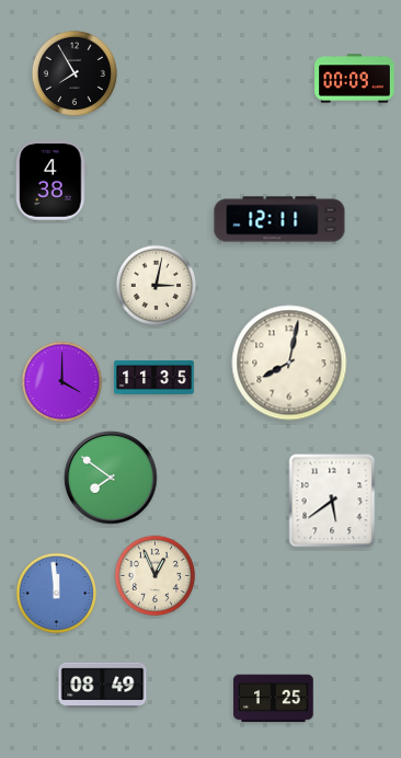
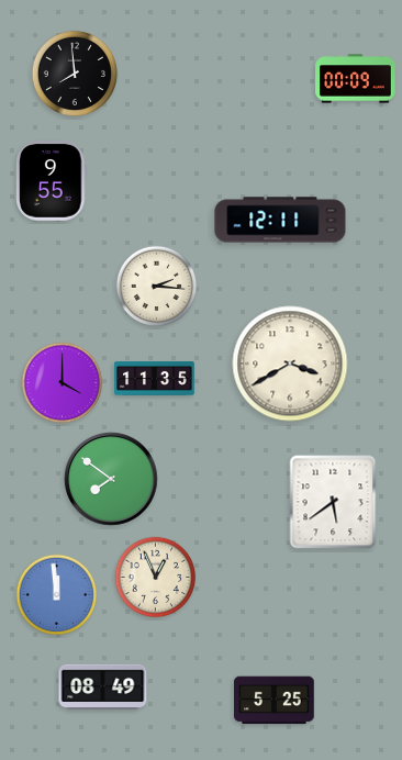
clock at (75, 73): 7:55 -> 7:59
clock at (51, 181): 4:38 -> 9:55
clock at (157, 286): 3:02 -> 2:16
clock at (289, 363): 8:02 -> 3:40
clock at (274, 699): 1:25 -> 5:25
